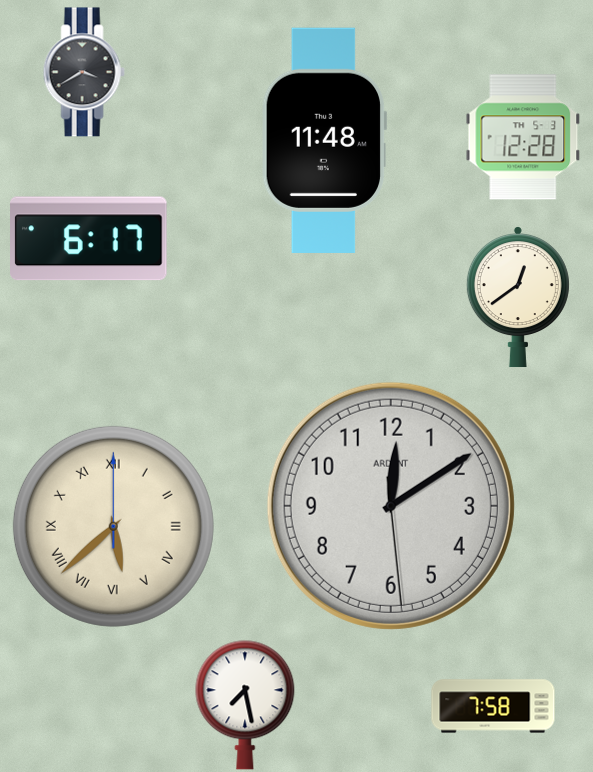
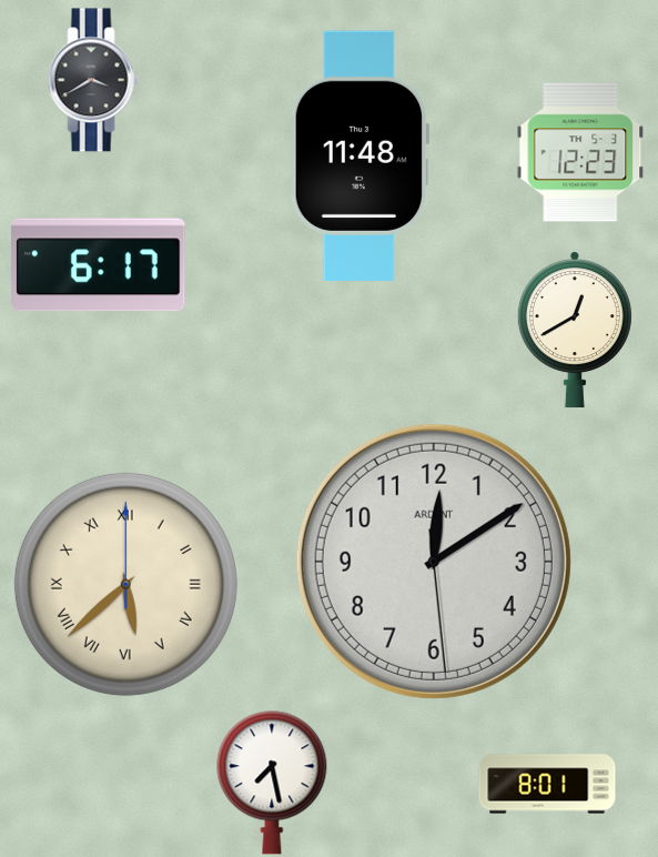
clock at (523, 137): 12:28 -> 12:23
clock at (518, 297): 12:39 -> 12:40
clock at (493, 706): 7:58 -> 8:01
